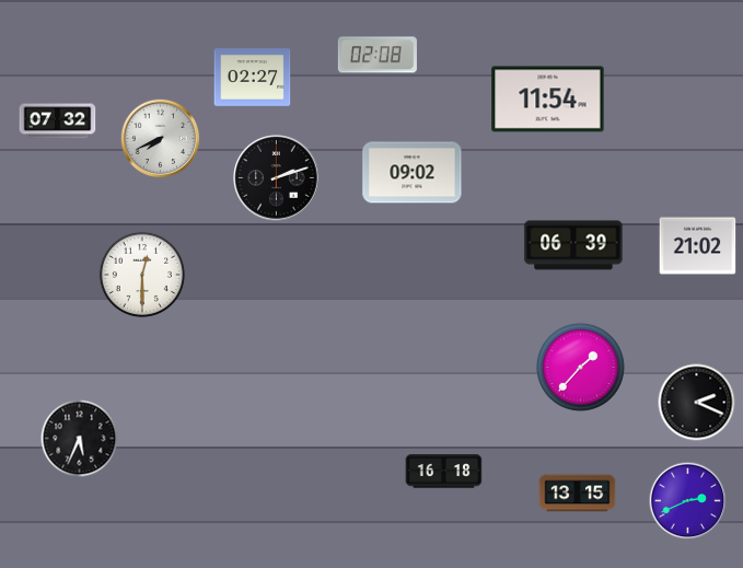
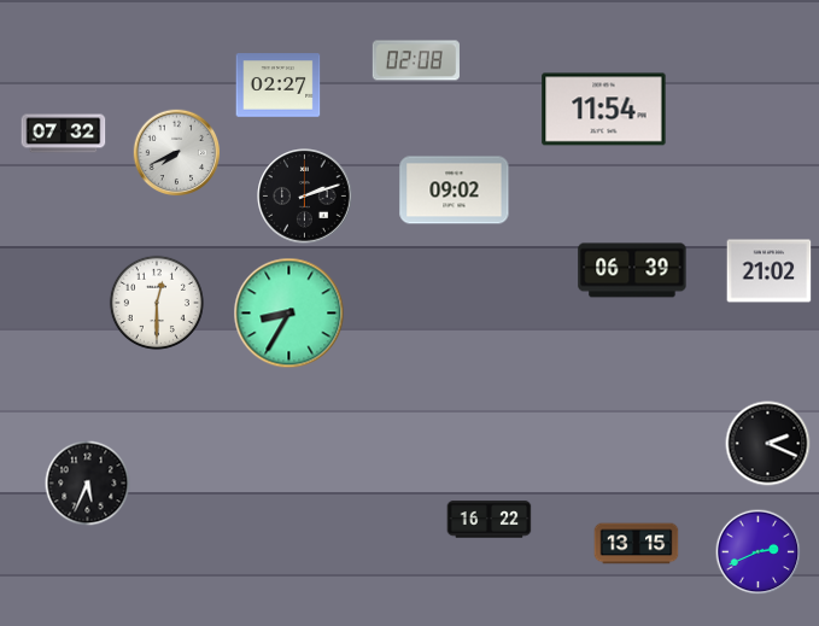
clock at (289, 314): none -> 8:35
clock at (580, 367): 1:37 -> none
clock at (444, 472): 16:18 -> 16:22
